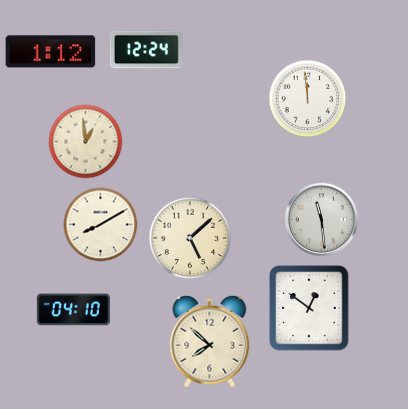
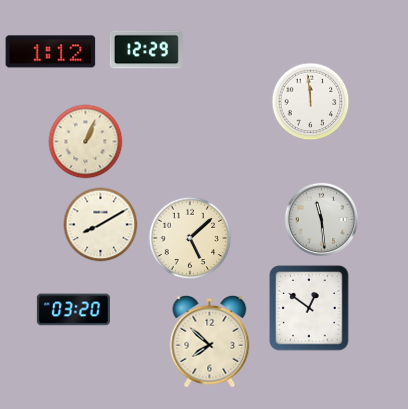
clock at (146, 50): 12:24 -> 12:29
clock at (308, 99) position: (308, 99) -> (311, 102)
clock at (86, 142): 12:59 -> 1:04
clock at (73, 310): 04:10 -> 03:20
